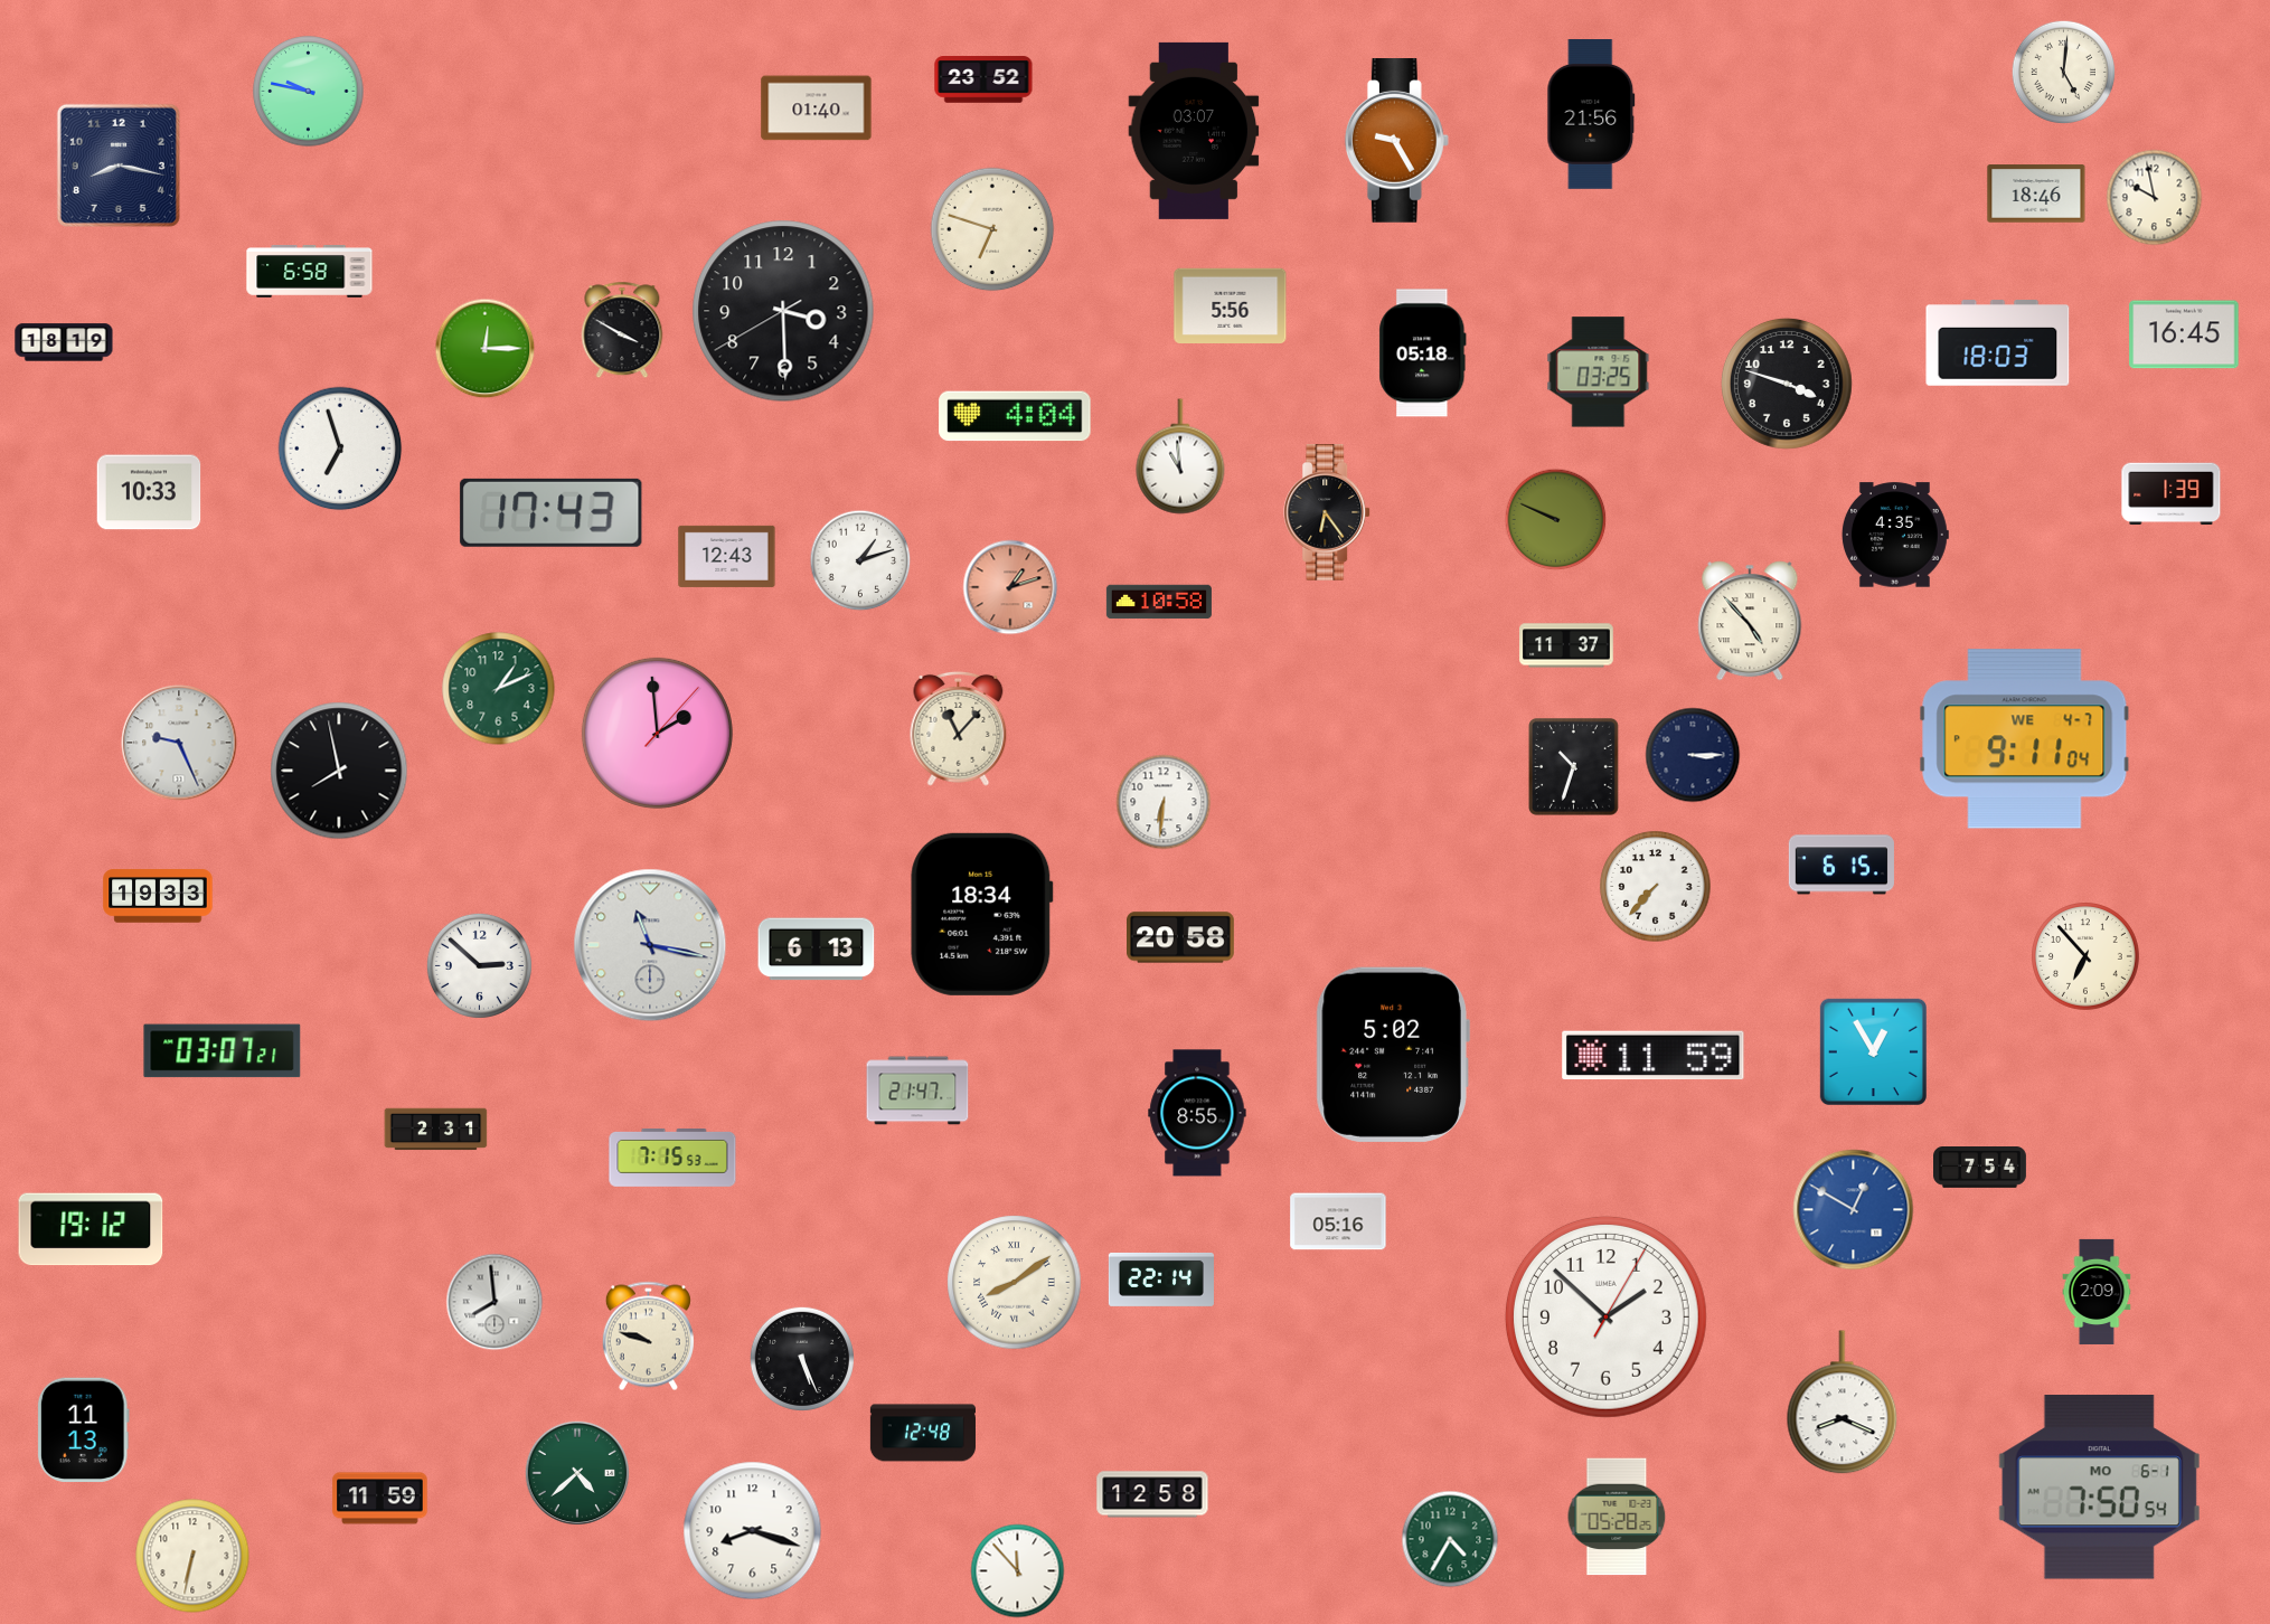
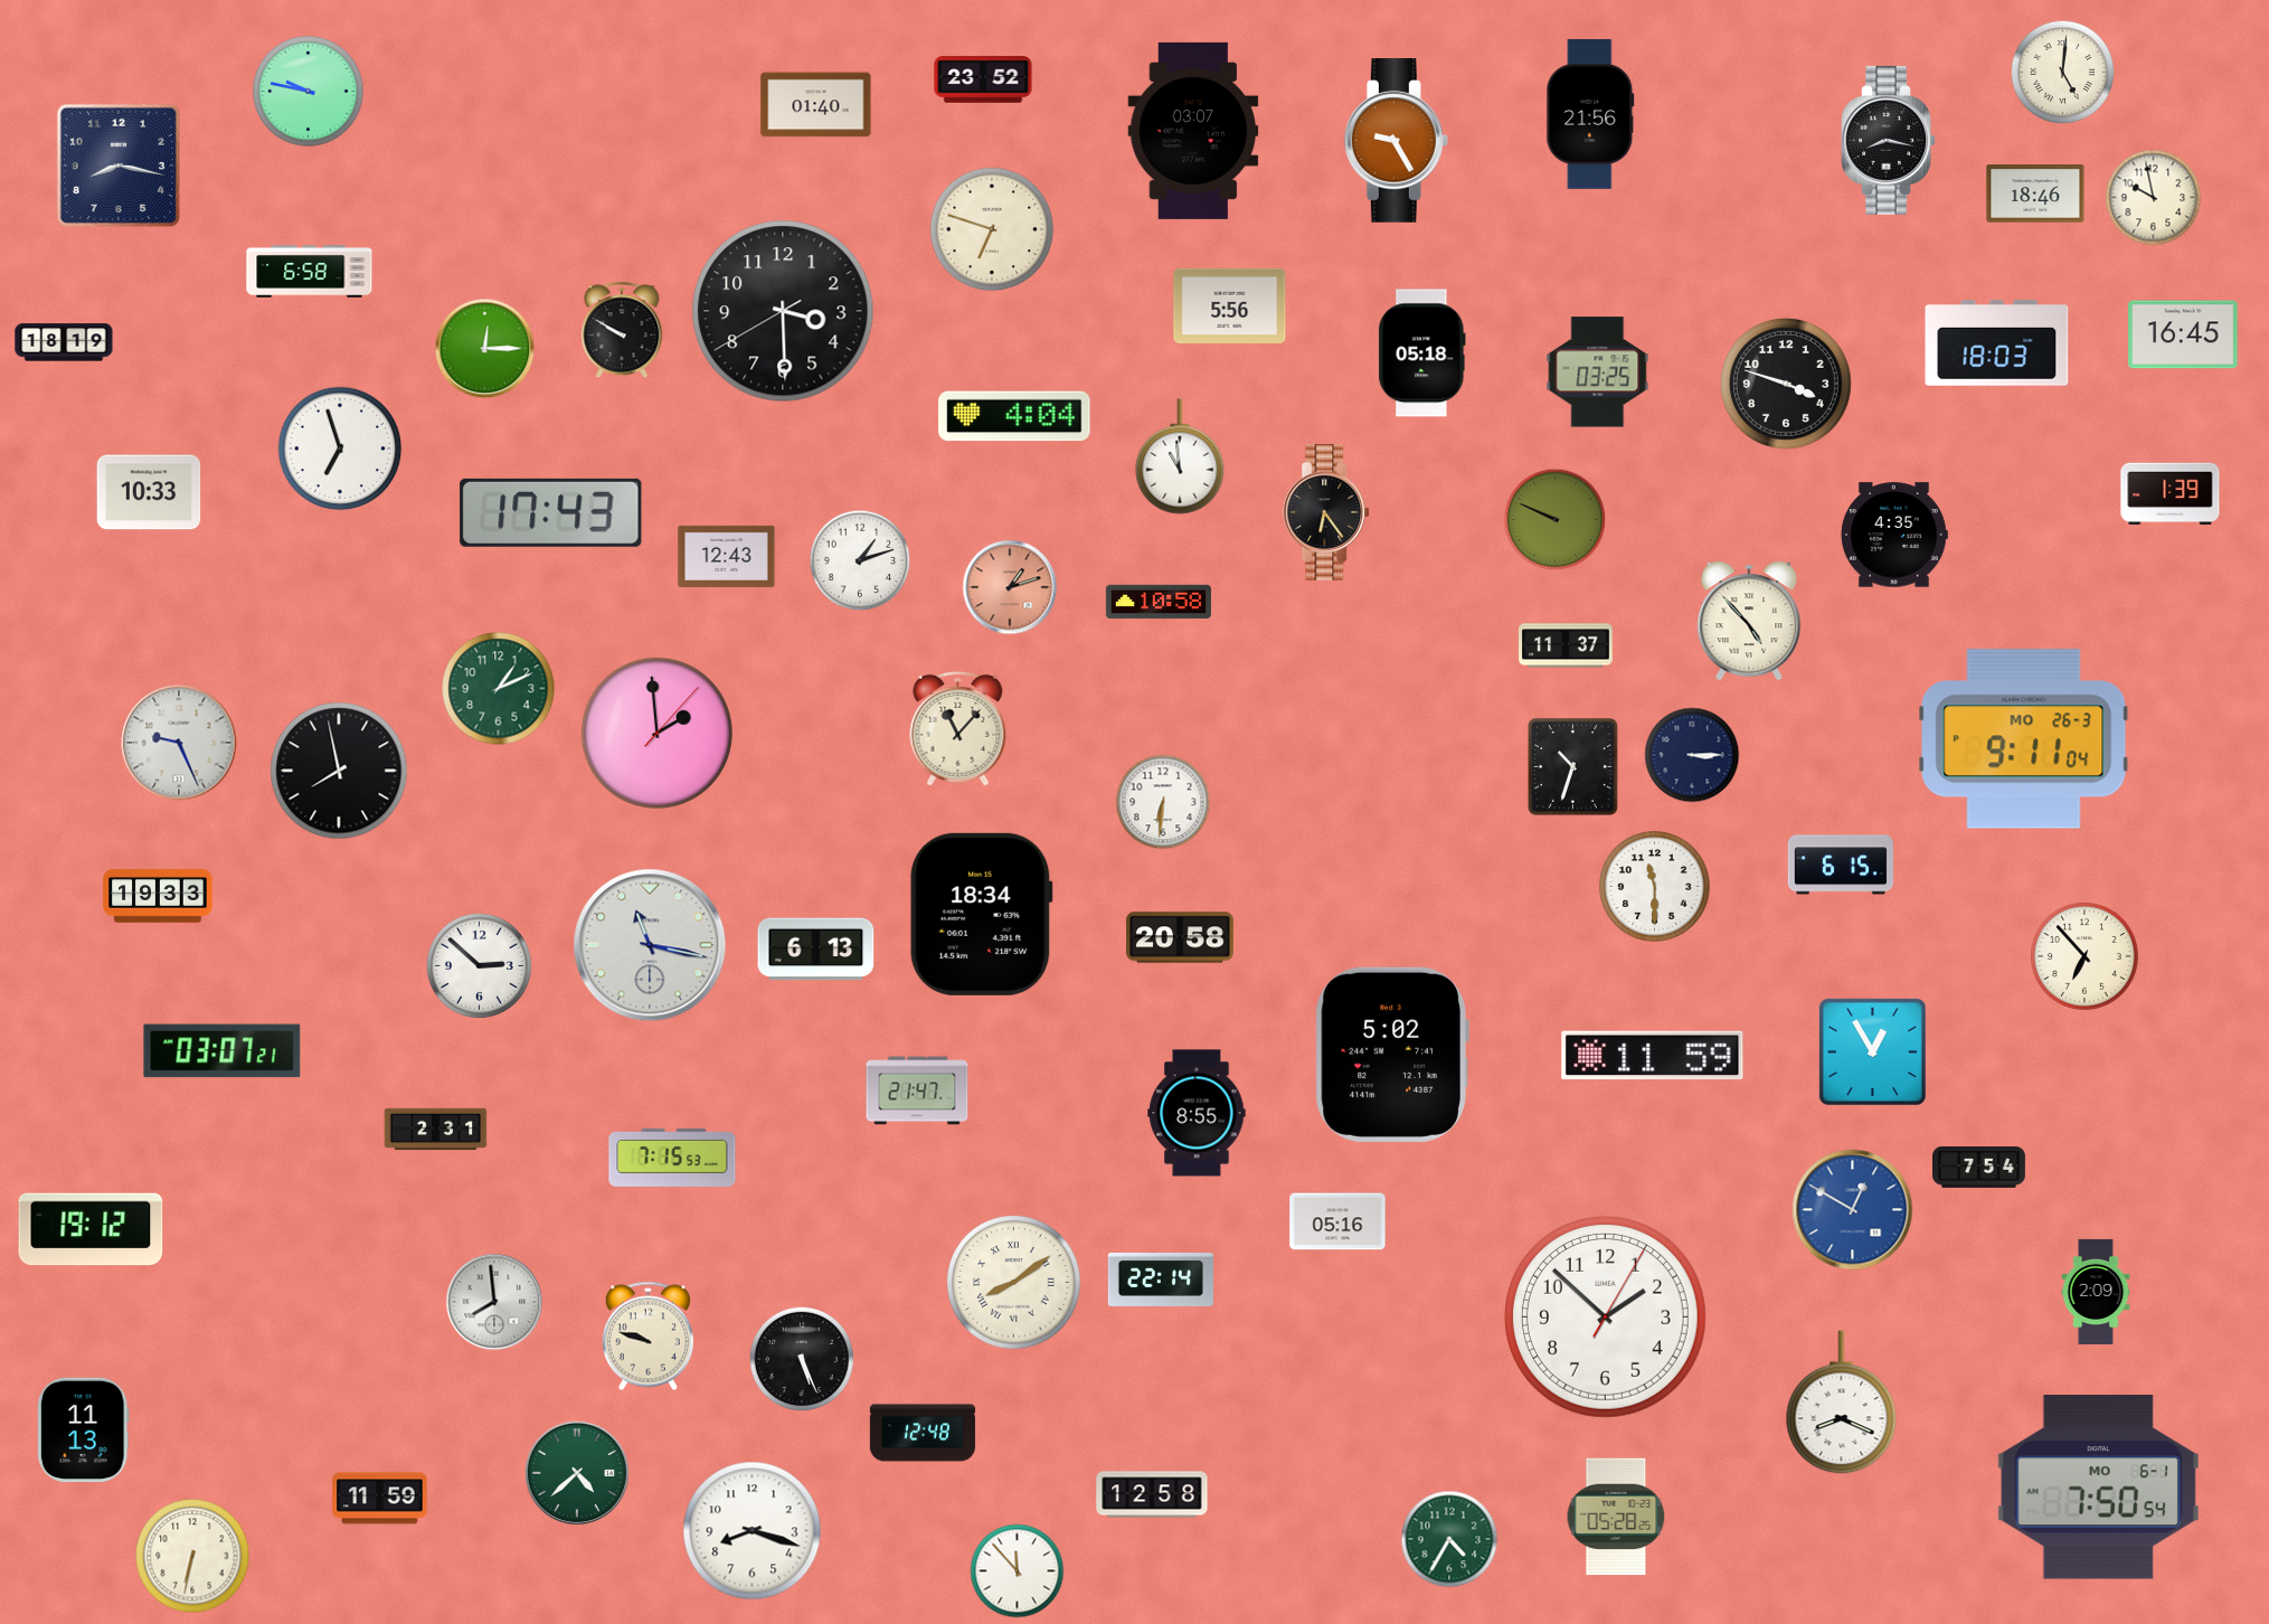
clock at (817, 108) position: (817, 108) -> (816, 105)
clock at (1889, 140): none -> 8:17
clock at (622, 330): 3:50 -> 9:50
clock at (2025, 739) date: WE 4-7 -> MO 26-3
clock at (1656, 887): 7:37 -> 11:30
